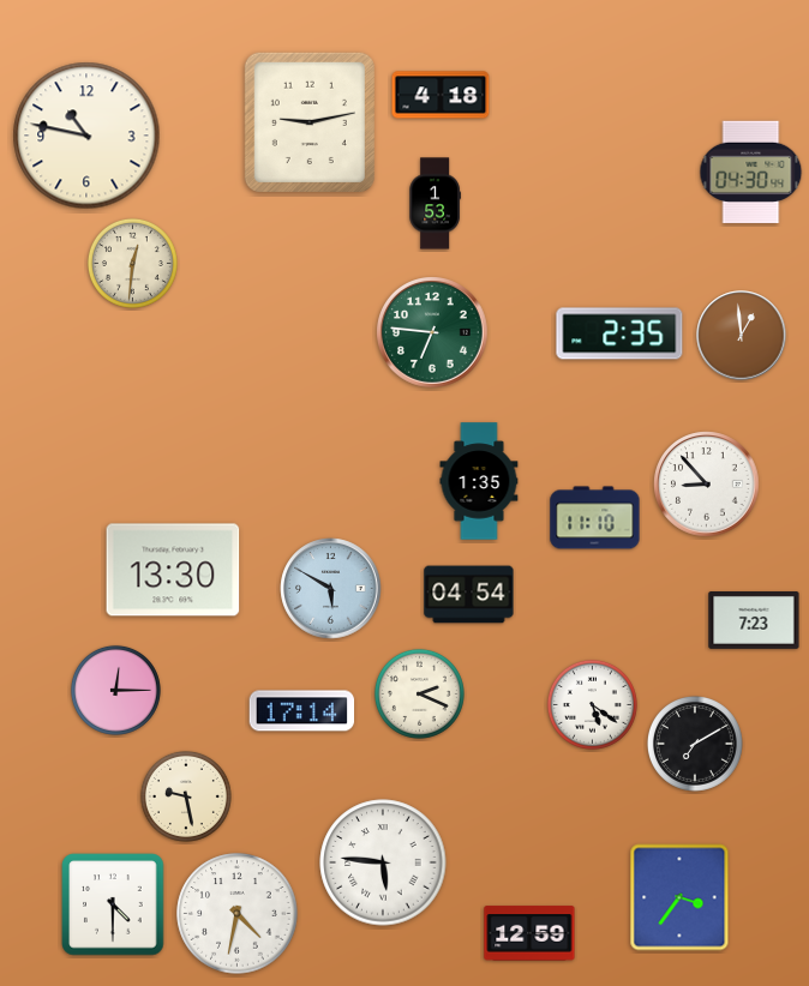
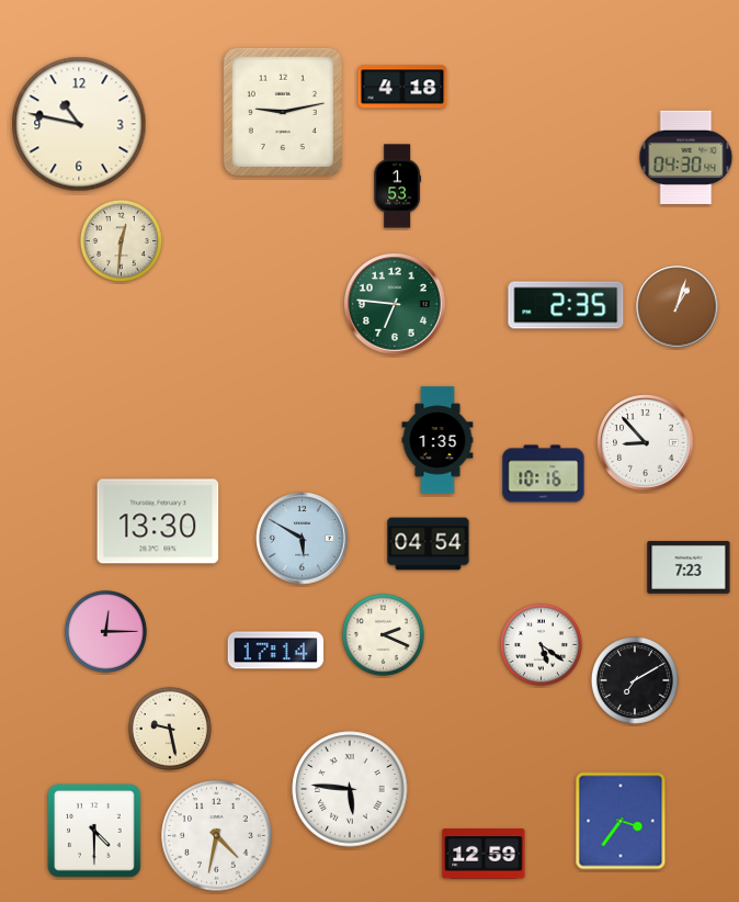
clock at (742, 336): 12:59 -> 1:03
clock at (595, 518): 11:10 -> 10:16
clock at (113, 904) position: (113, 904) -> (94, 831)
